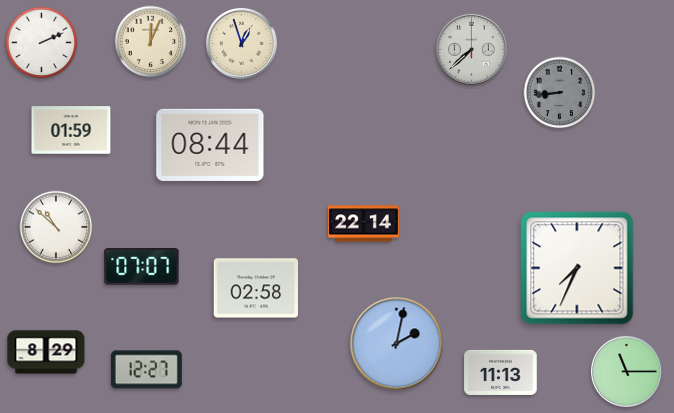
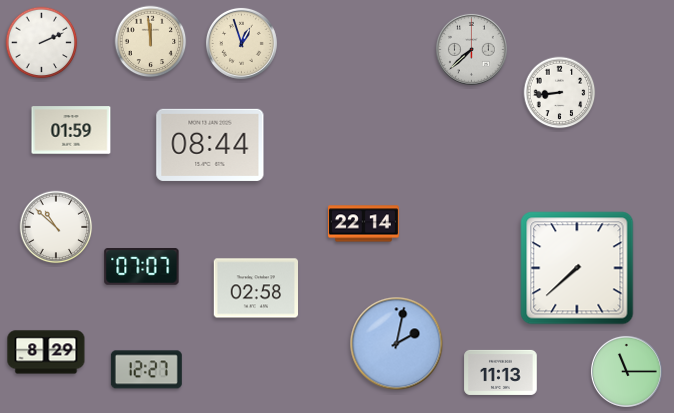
clock at (151, 42): 12:04 -> 11:59
clock at (560, 93) dial: grey -> white
clock at (577, 268): 7:34 -> 7:38
